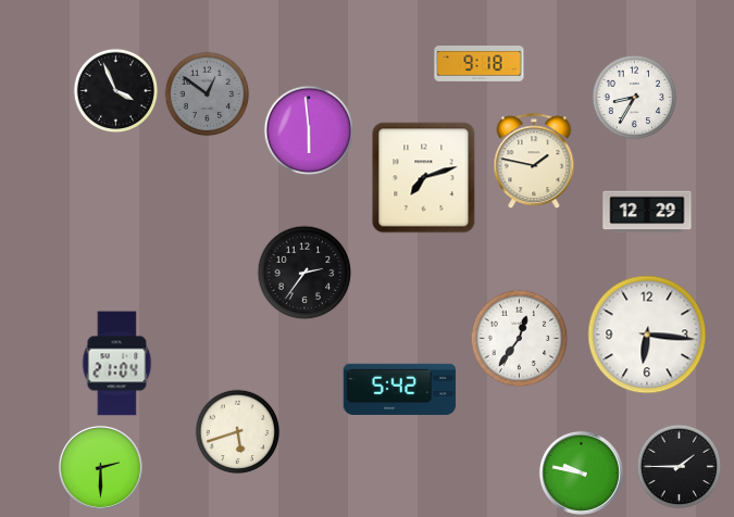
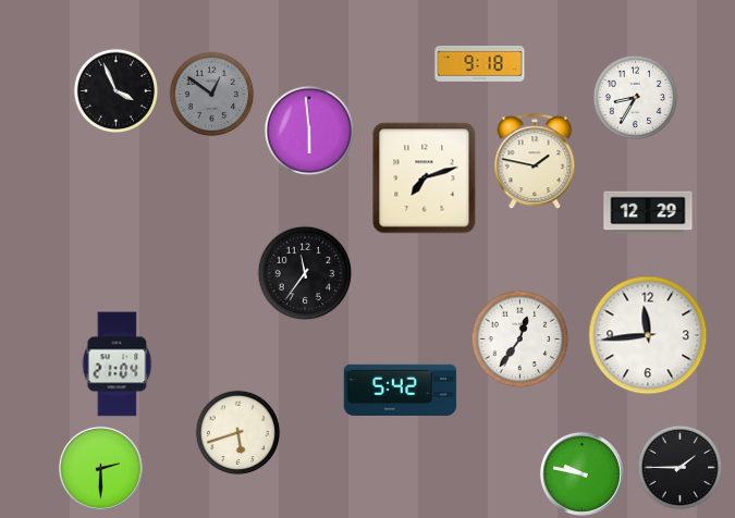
clock at (207, 93) position: (207, 93) -> (211, 94)
clock at (304, 273): 2:36 -> 11:36
clock at (647, 335): 6:16 -> 11:44
